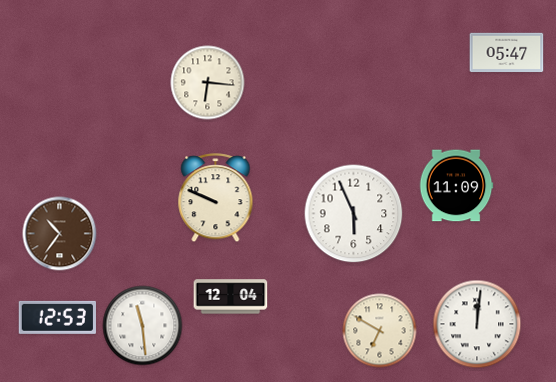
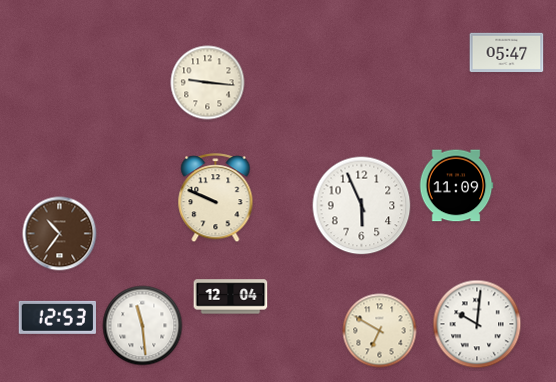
clock at (208, 83): 6:16 -> 9:16
clock at (354, 214) position: (354, 214) -> (362, 206)
clock at (477, 324): 12:01 -> 10:01
